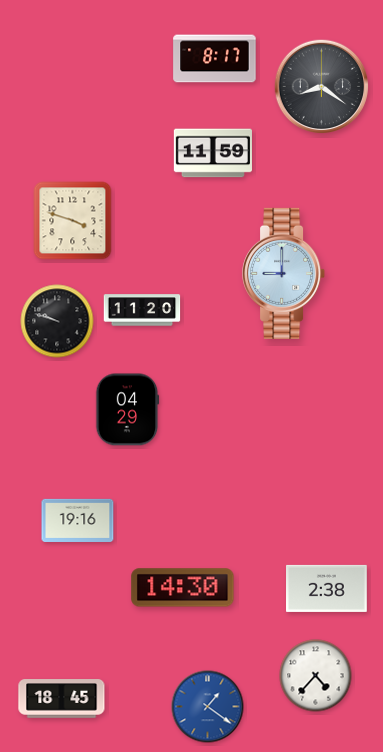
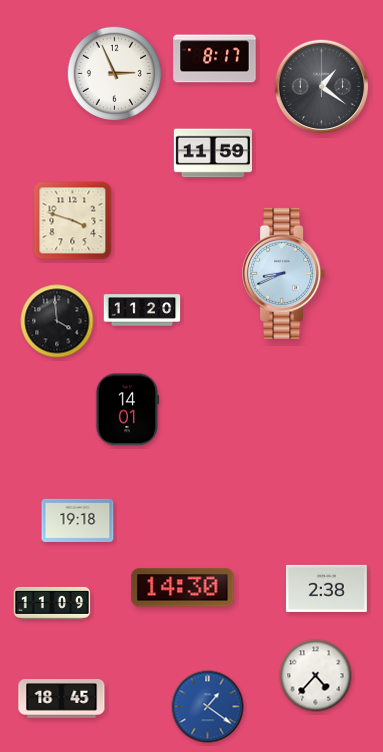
clock at (114, 73): none -> 2:56
clock at (322, 87): 8:21 -> 1:21
clock at (284, 273): 9:00 -> 8:41
clock at (57, 321): 9:48 -> 3:59
clock at (128, 410): 04:29 -> 14:01
clock at (78, 520): 19:16 -> 19:18
clock at (52, 603): none -> 11:09
